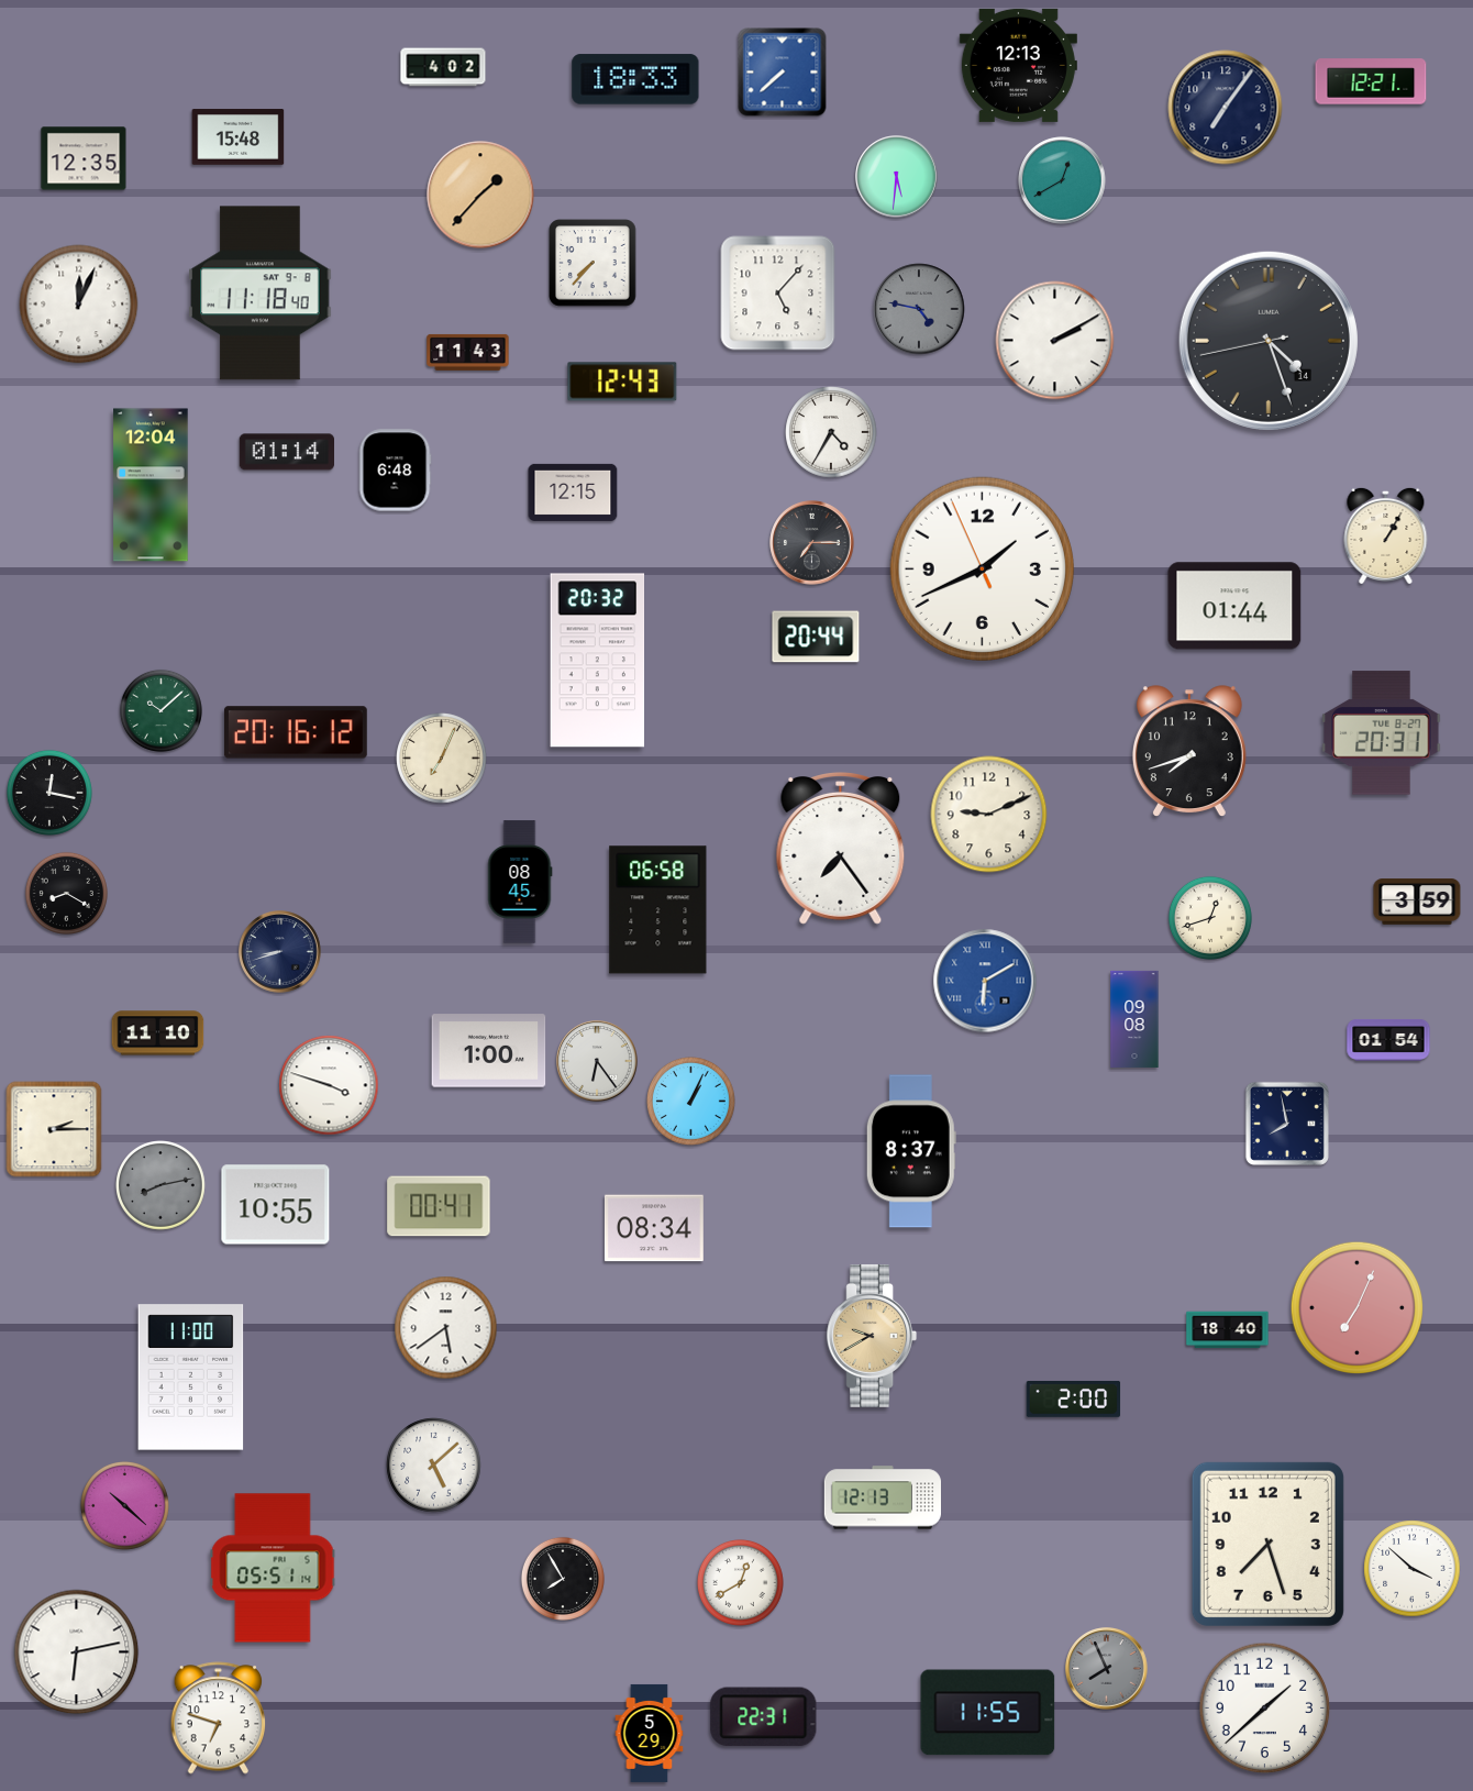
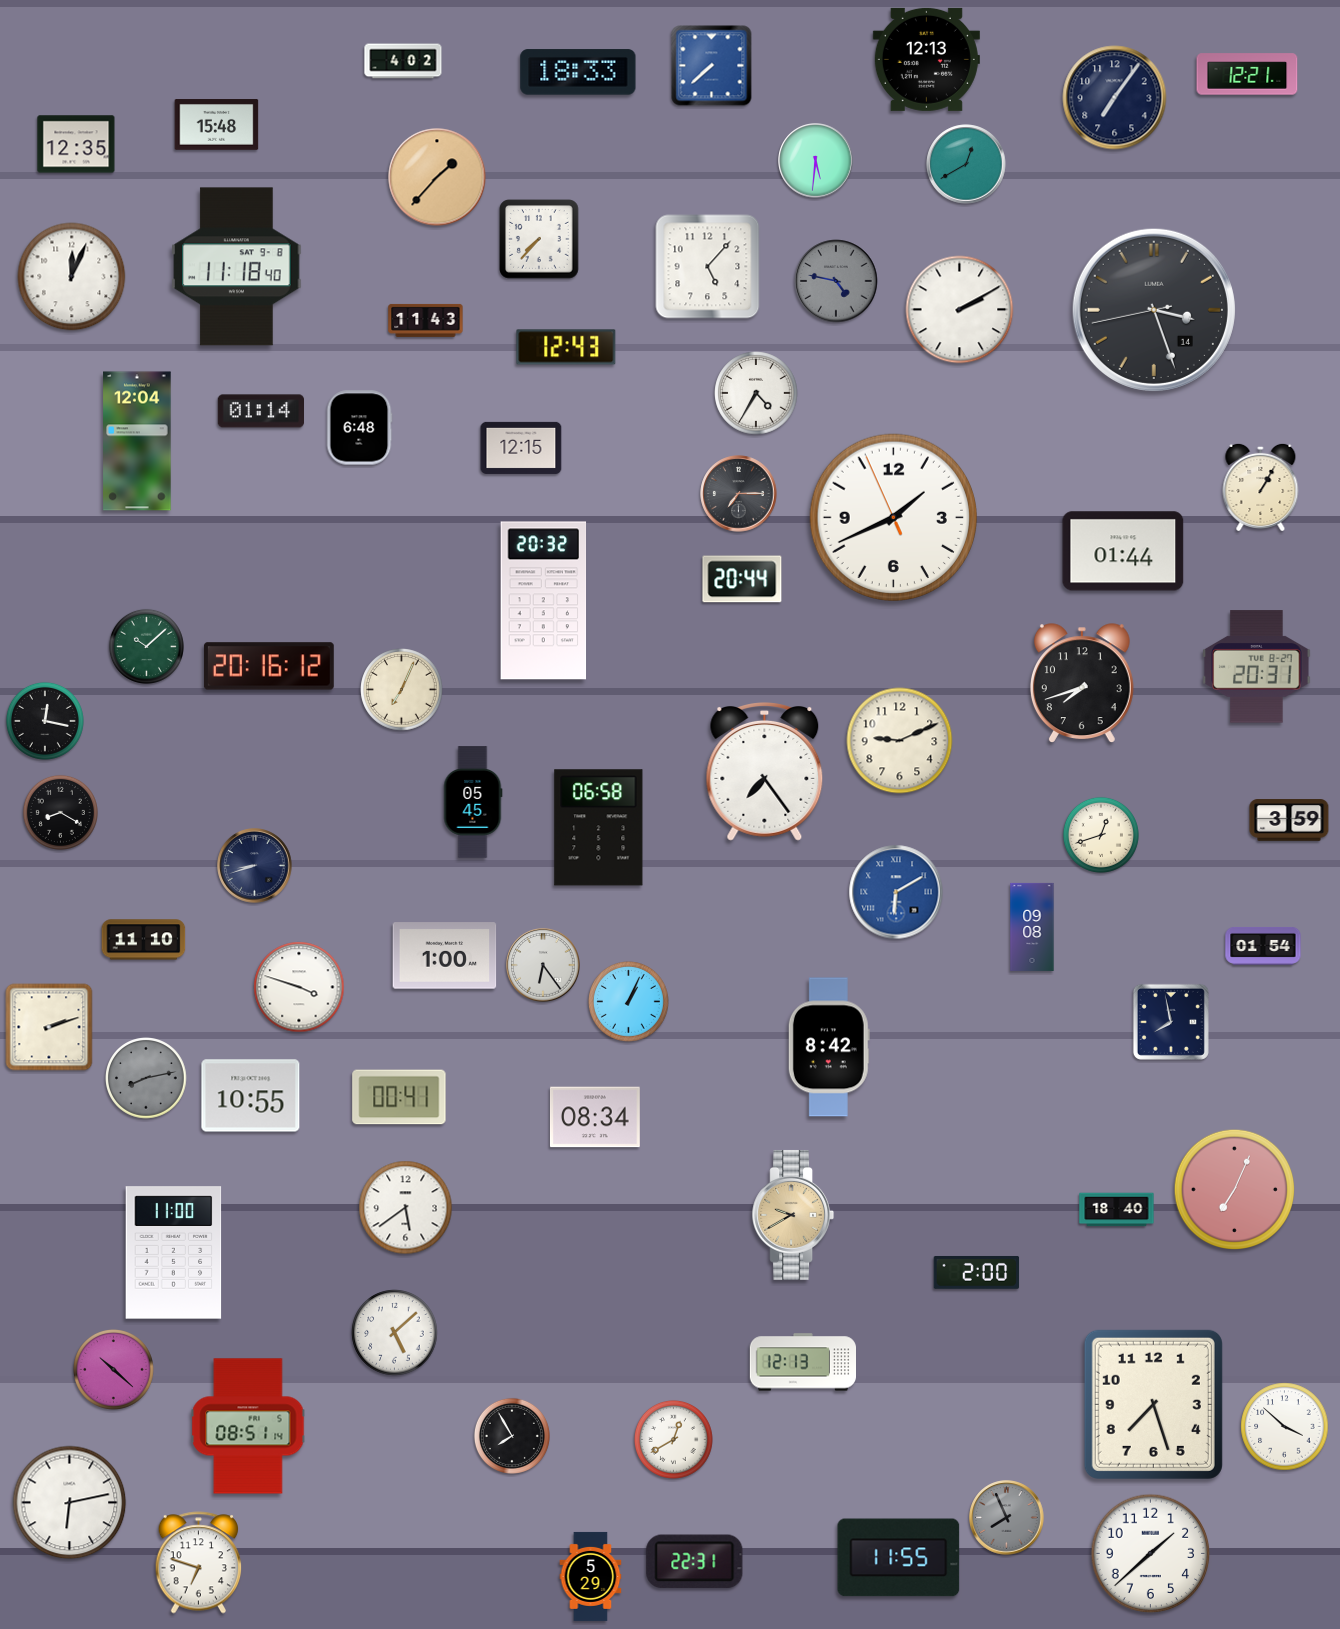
clock at (1269, 341): 4:26 -> 3:26
clock at (520, 882): 08:45 -> 05:45
clock at (54, 1129): 2:15 -> 2:12
clock at (911, 1151): 8:37 -> 8:42
clock at (273, 1568): 05:51 -> 08:51
